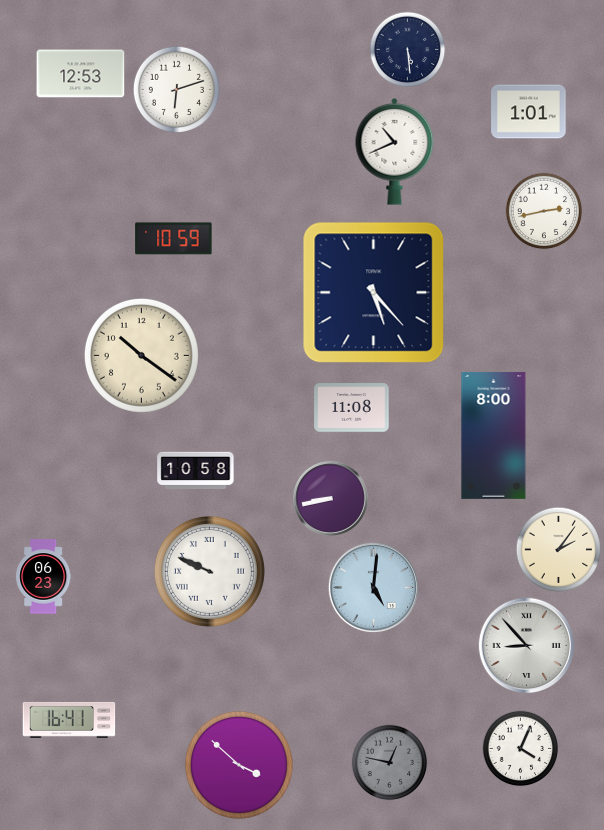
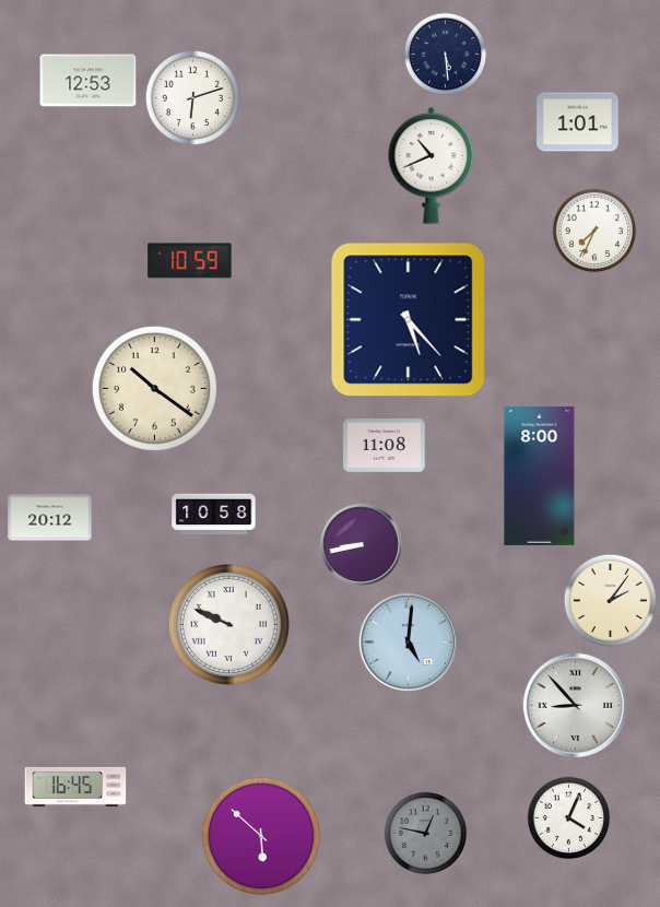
clock at (544, 211): 2:43 -> 7:34
clock at (50, 518): none -> 20:12
clock at (44, 577): 06:23 -> none
clock at (69, 720): 16:41 -> 16:45
clock at (239, 765): 3:52 -> 5:52
